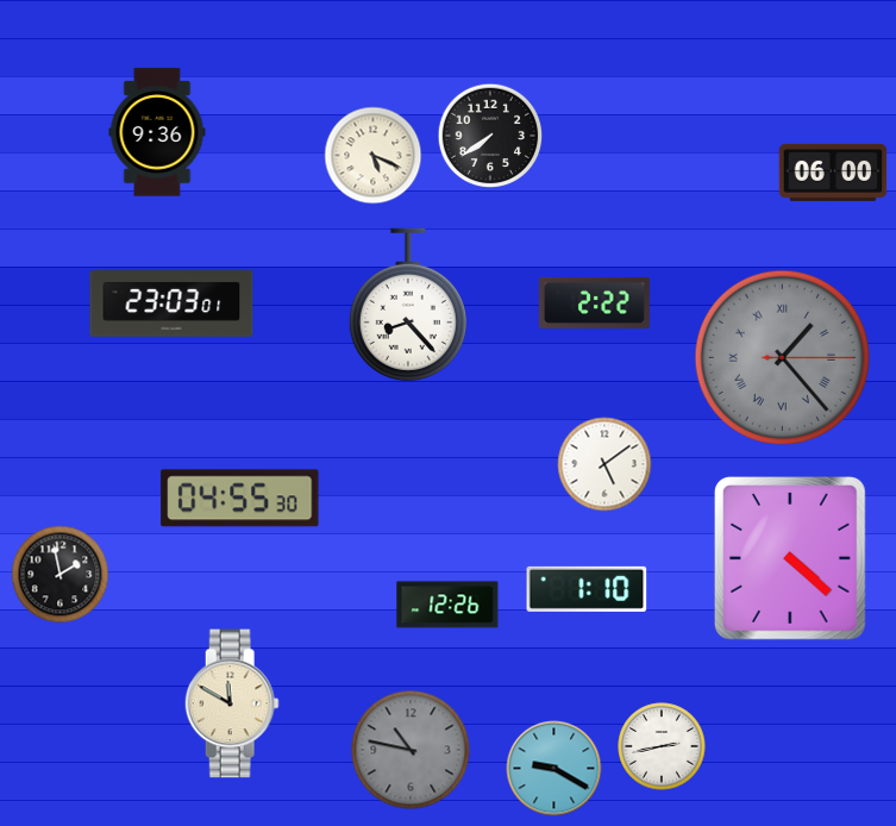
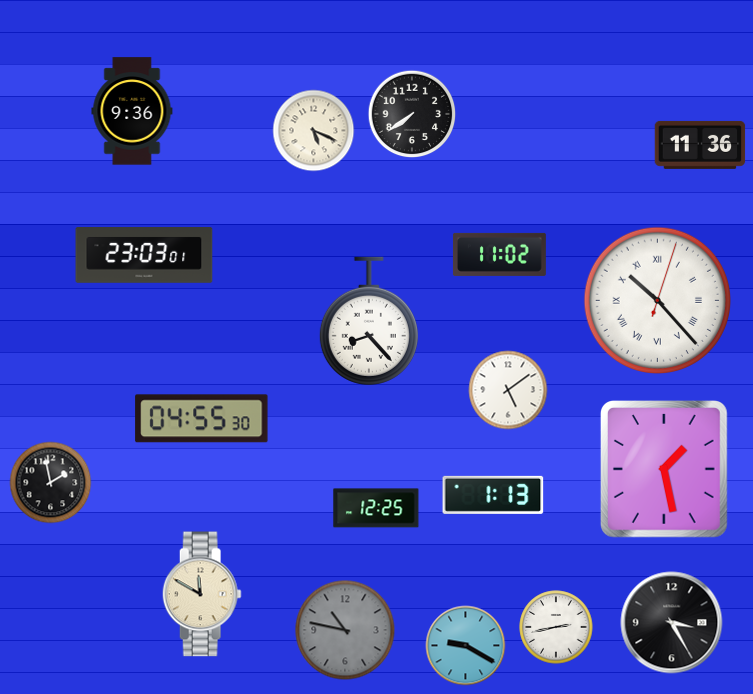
clock at (833, 173): 06:00 -> 11:36
clock at (594, 302): 2:22 -> 11:02
clock at (408, 305) position: (408, 305) -> (369, 321)
clock at (782, 357): 1:23 -> 10:23
clock at (782, 357) dial: grey -> white
clock at (790, 559): 4:22 -> 1:28
clock at (587, 589): 1:10 -> 1:13
clock at (447, 605): 12:26 -> 12:25
clock at (232, 703) position: (232, 703) -> (202, 594)
clock at (672, 623): none -> 3:25
